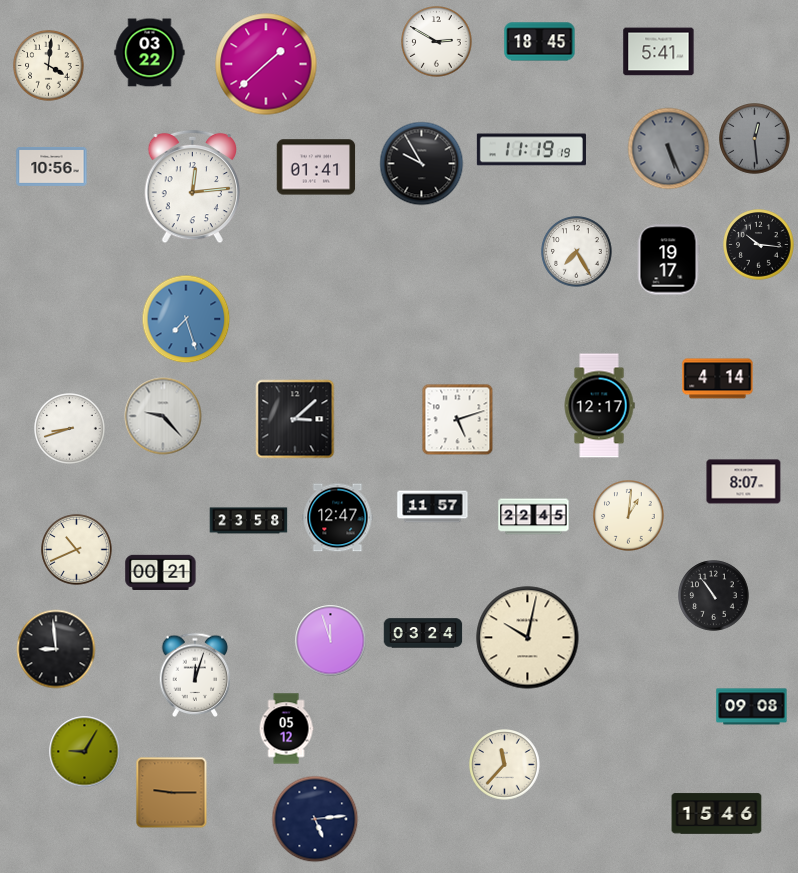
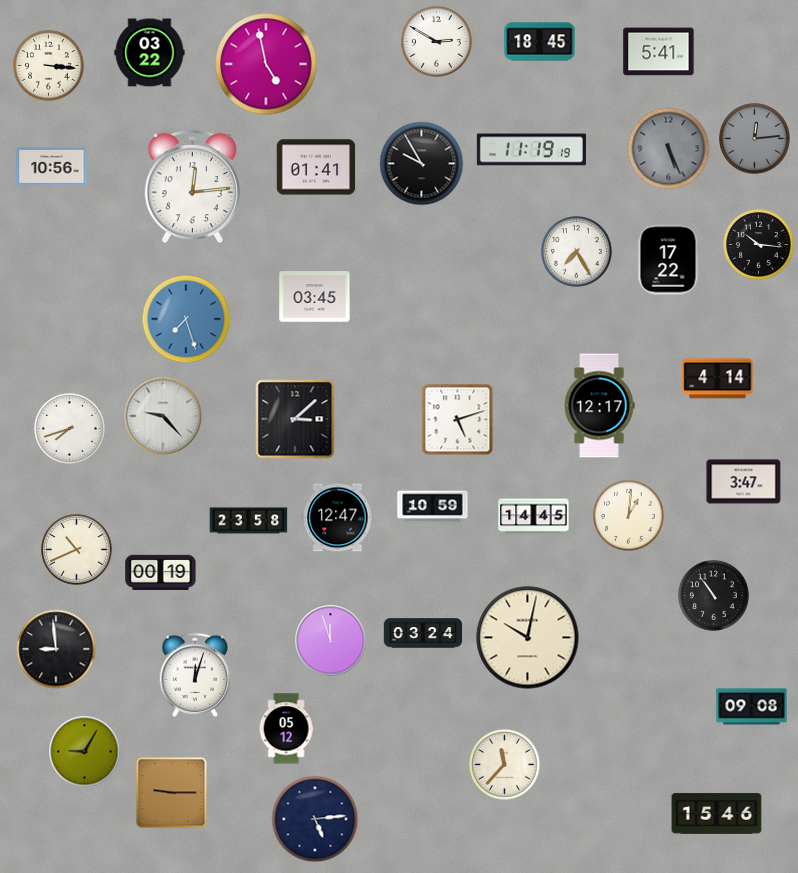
clock at (266, 64): 1:38 -> 4:58
clock at (49, 66): 4:01 -> 3:16
clock at (755, 139): 12:29 -> 12:14
clock at (668, 260): 19:17 -> 17:22
clock at (315, 297): none -> 03:45
clock at (70, 429): 8:42 -> 7:42
clock at (744, 482): 8:07 -> 3:47
clock at (433, 507): 11:57 -> 10:59
clock at (534, 517): 22:45 -> 14:45
clock at (161, 572): 00:21 -> 00:19
